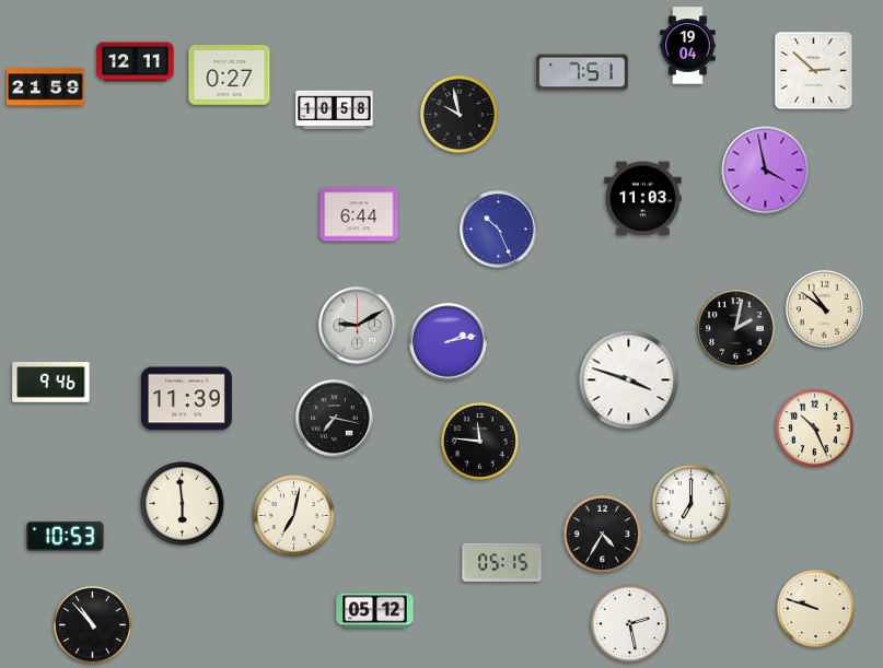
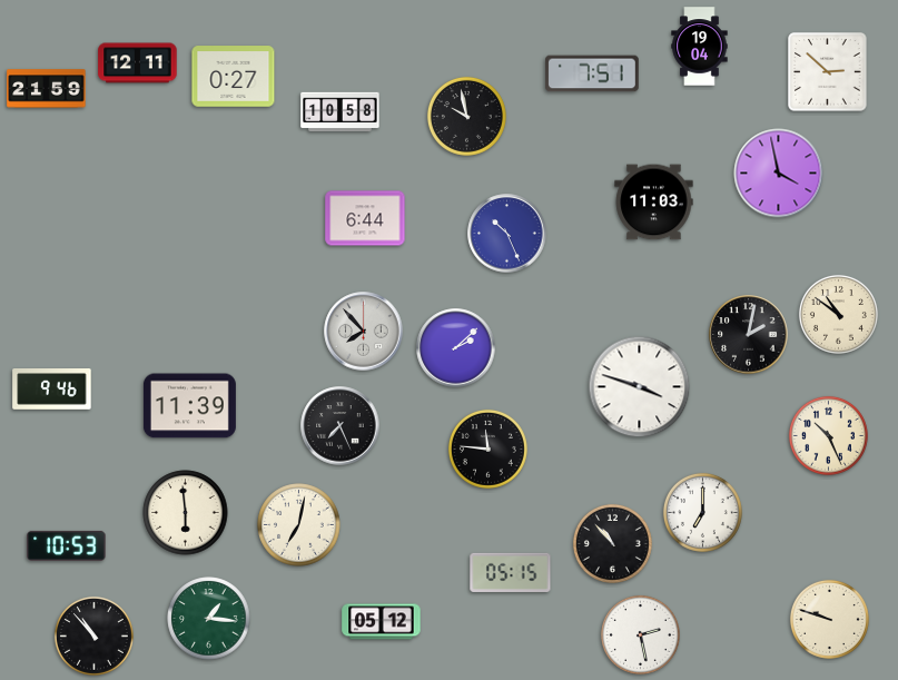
clock at (358, 326): 9:10 -> 7:53
clock at (449, 342): 2:13 -> 2:08
clock at (335, 419): 7:17 -> 7:26
clock at (602, 534): 4:35 -> 10:53
clock at (209, 619): none -> 1:16
